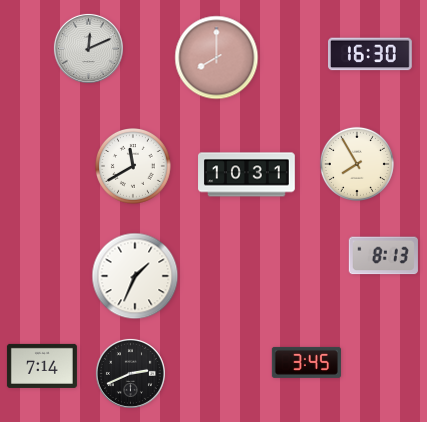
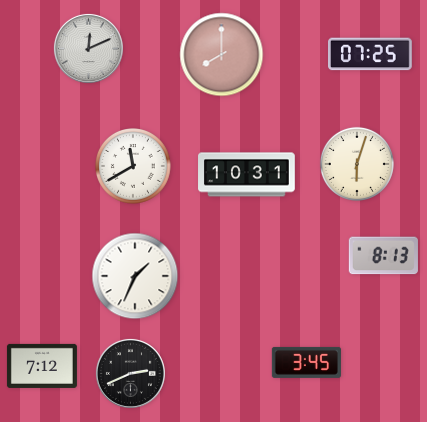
clock at (371, 54): 16:30 -> 07:25
clock at (217, 58) position: (217, 58) -> (222, 55)
clock at (357, 164): 7:55 -> 6:03
clock at (42, 366): 7:14 -> 7:12
